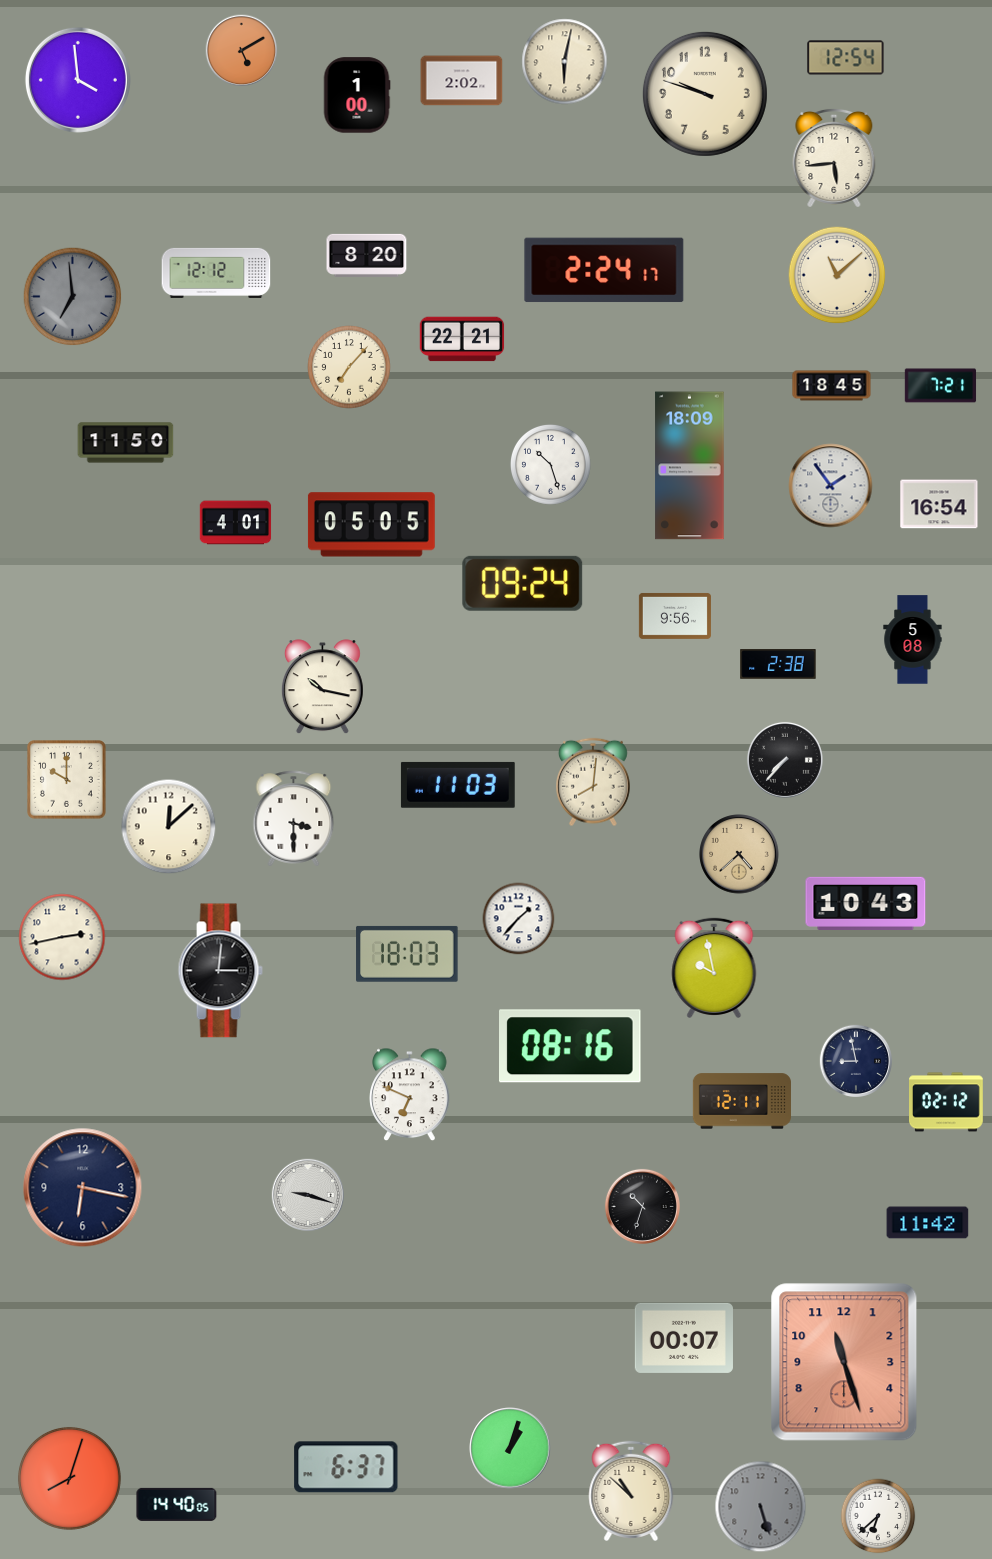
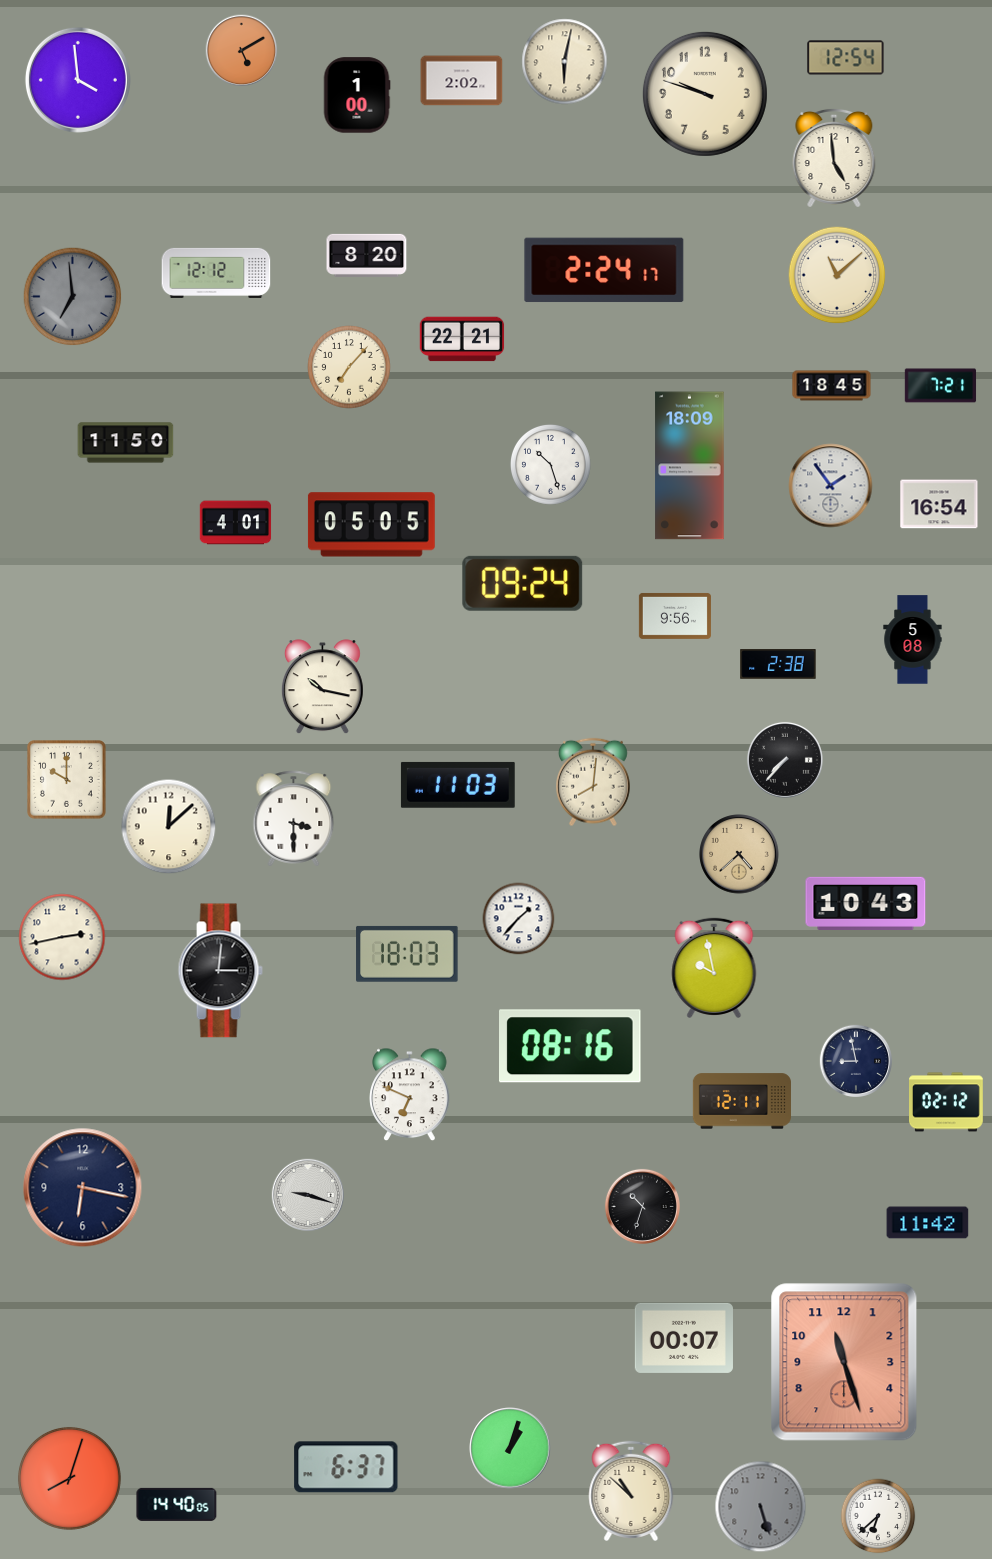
clock at (834, 158): 5:44 -> 4:59
